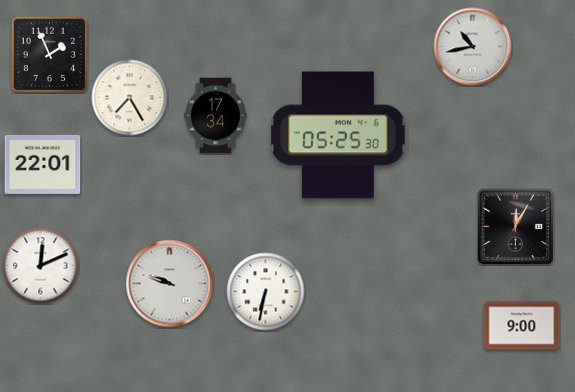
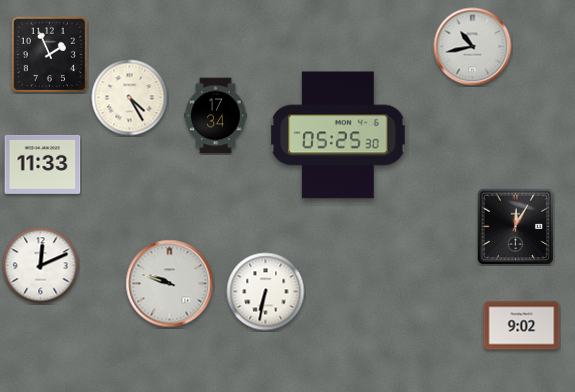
clock at (130, 98): 7:25 -> 4:25
clock at (43, 164): 22:01 -> 11:33
clock at (522, 326): 9:00 -> 9:02
